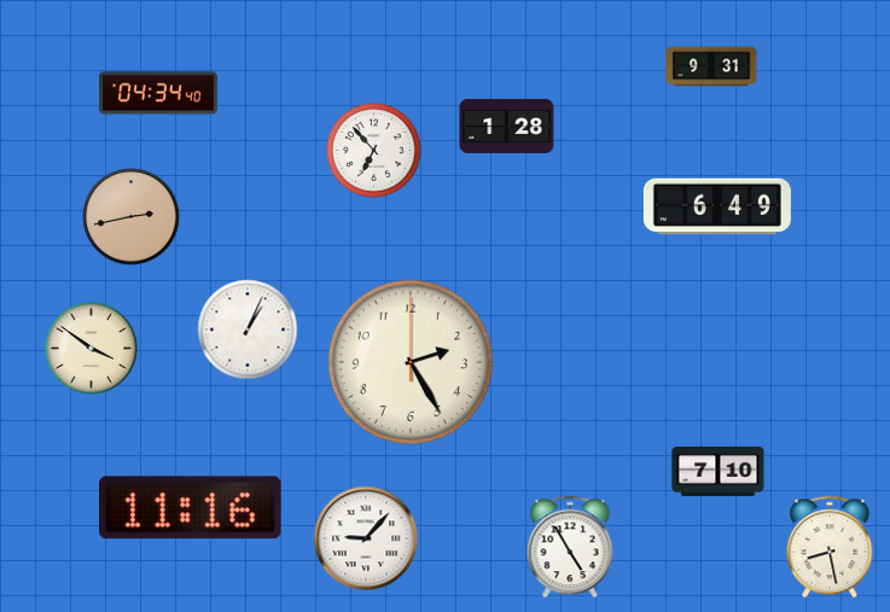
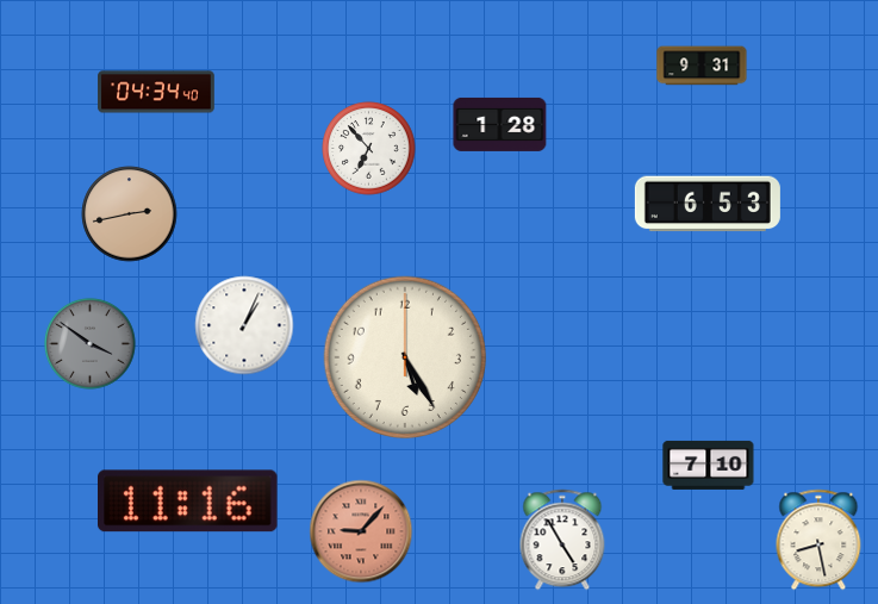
clock at (717, 206): 6:49 -> 6:53
clock at (91, 348) dial: cream -> grey
clock at (409, 361): 2:25 -> 5:25
clock at (366, 538) dial: white -> salmon
